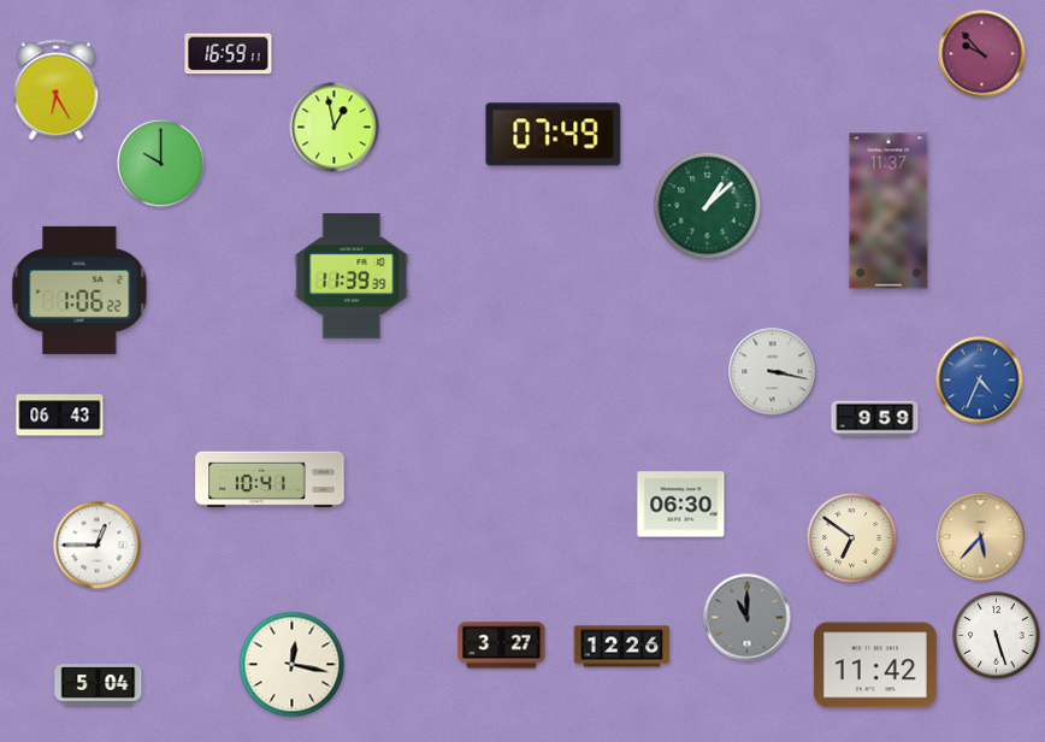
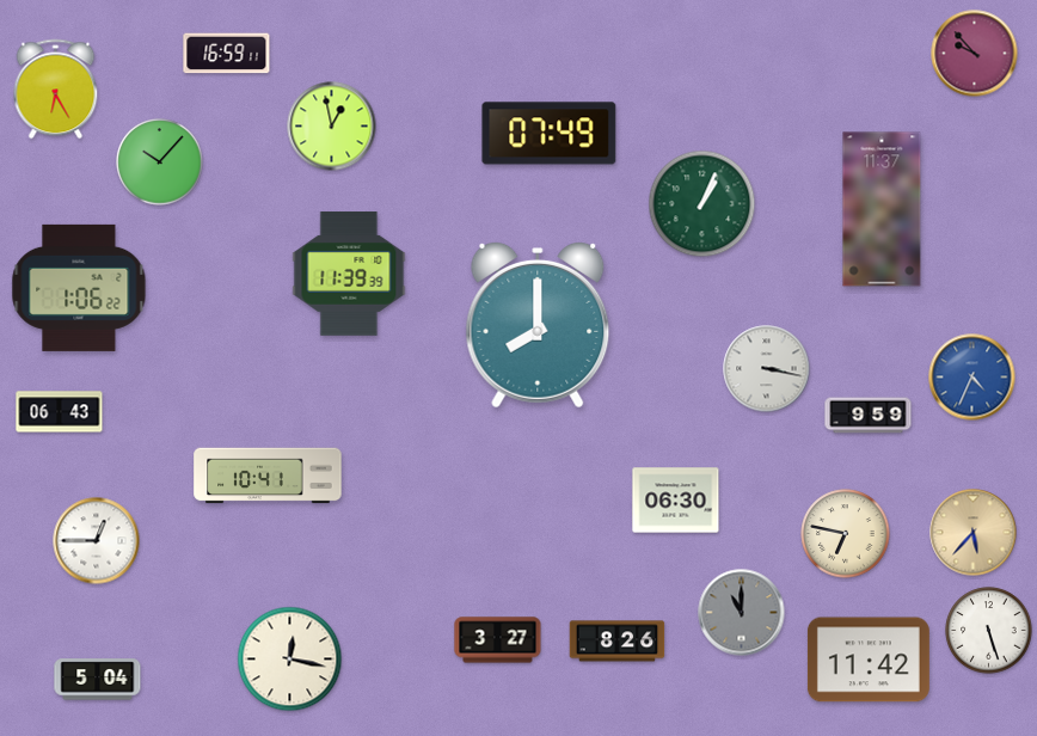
clock at (161, 164): 10:00 -> 10:07
clock at (708, 206): 1:08 -> 1:04
clock at (538, 325): none -> 8:00
clock at (852, 538): 6:51 -> 6:47
clock at (622, 647): 12:26 -> 8:26
